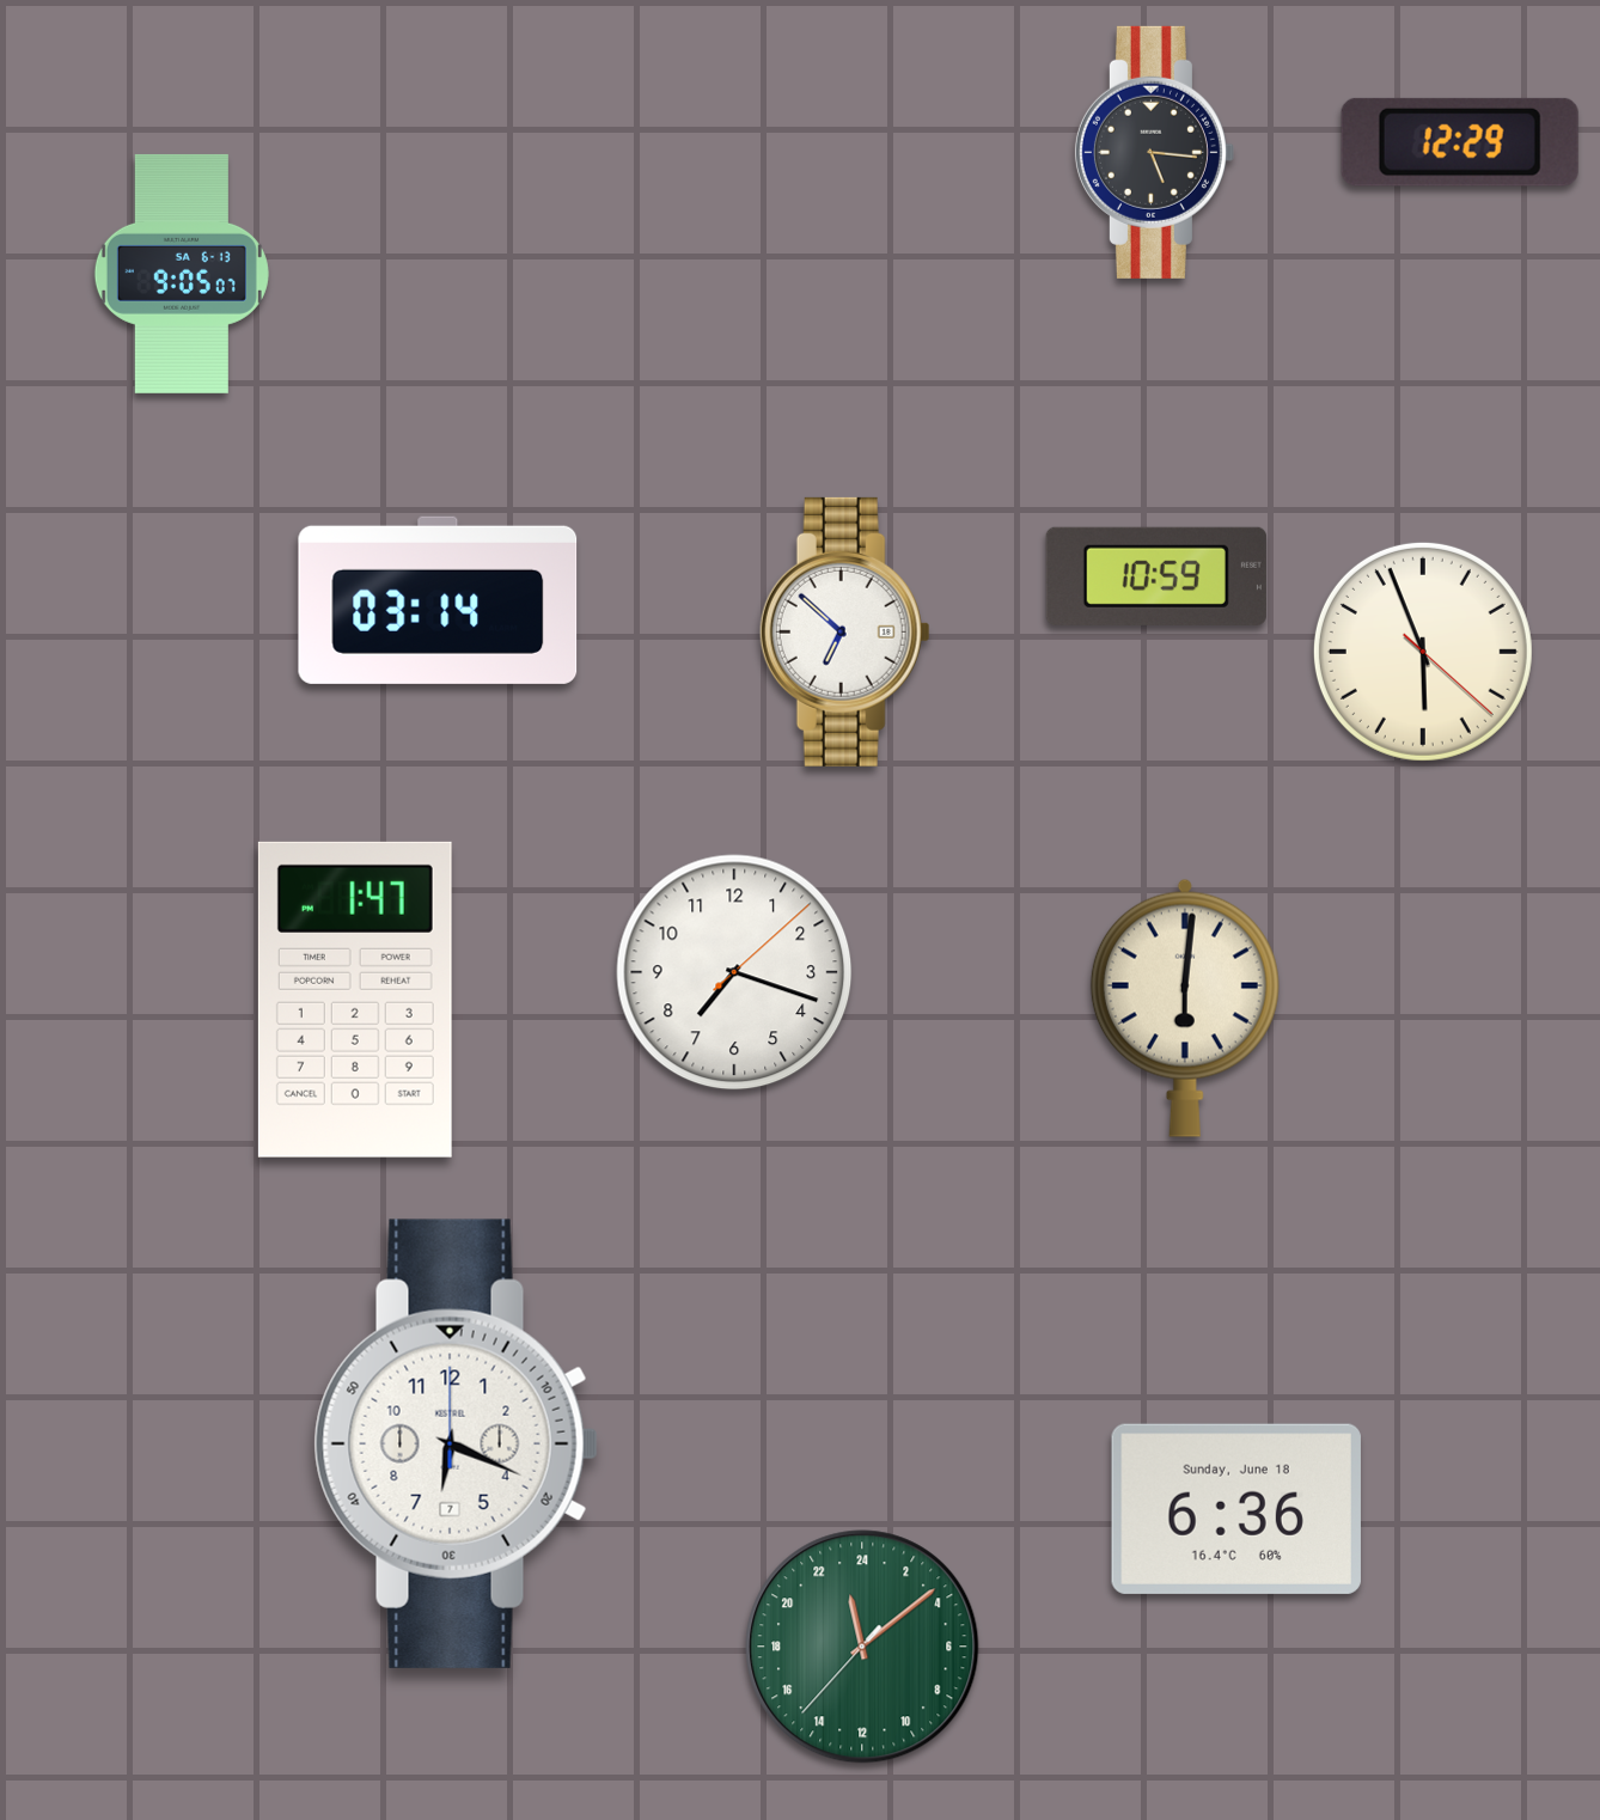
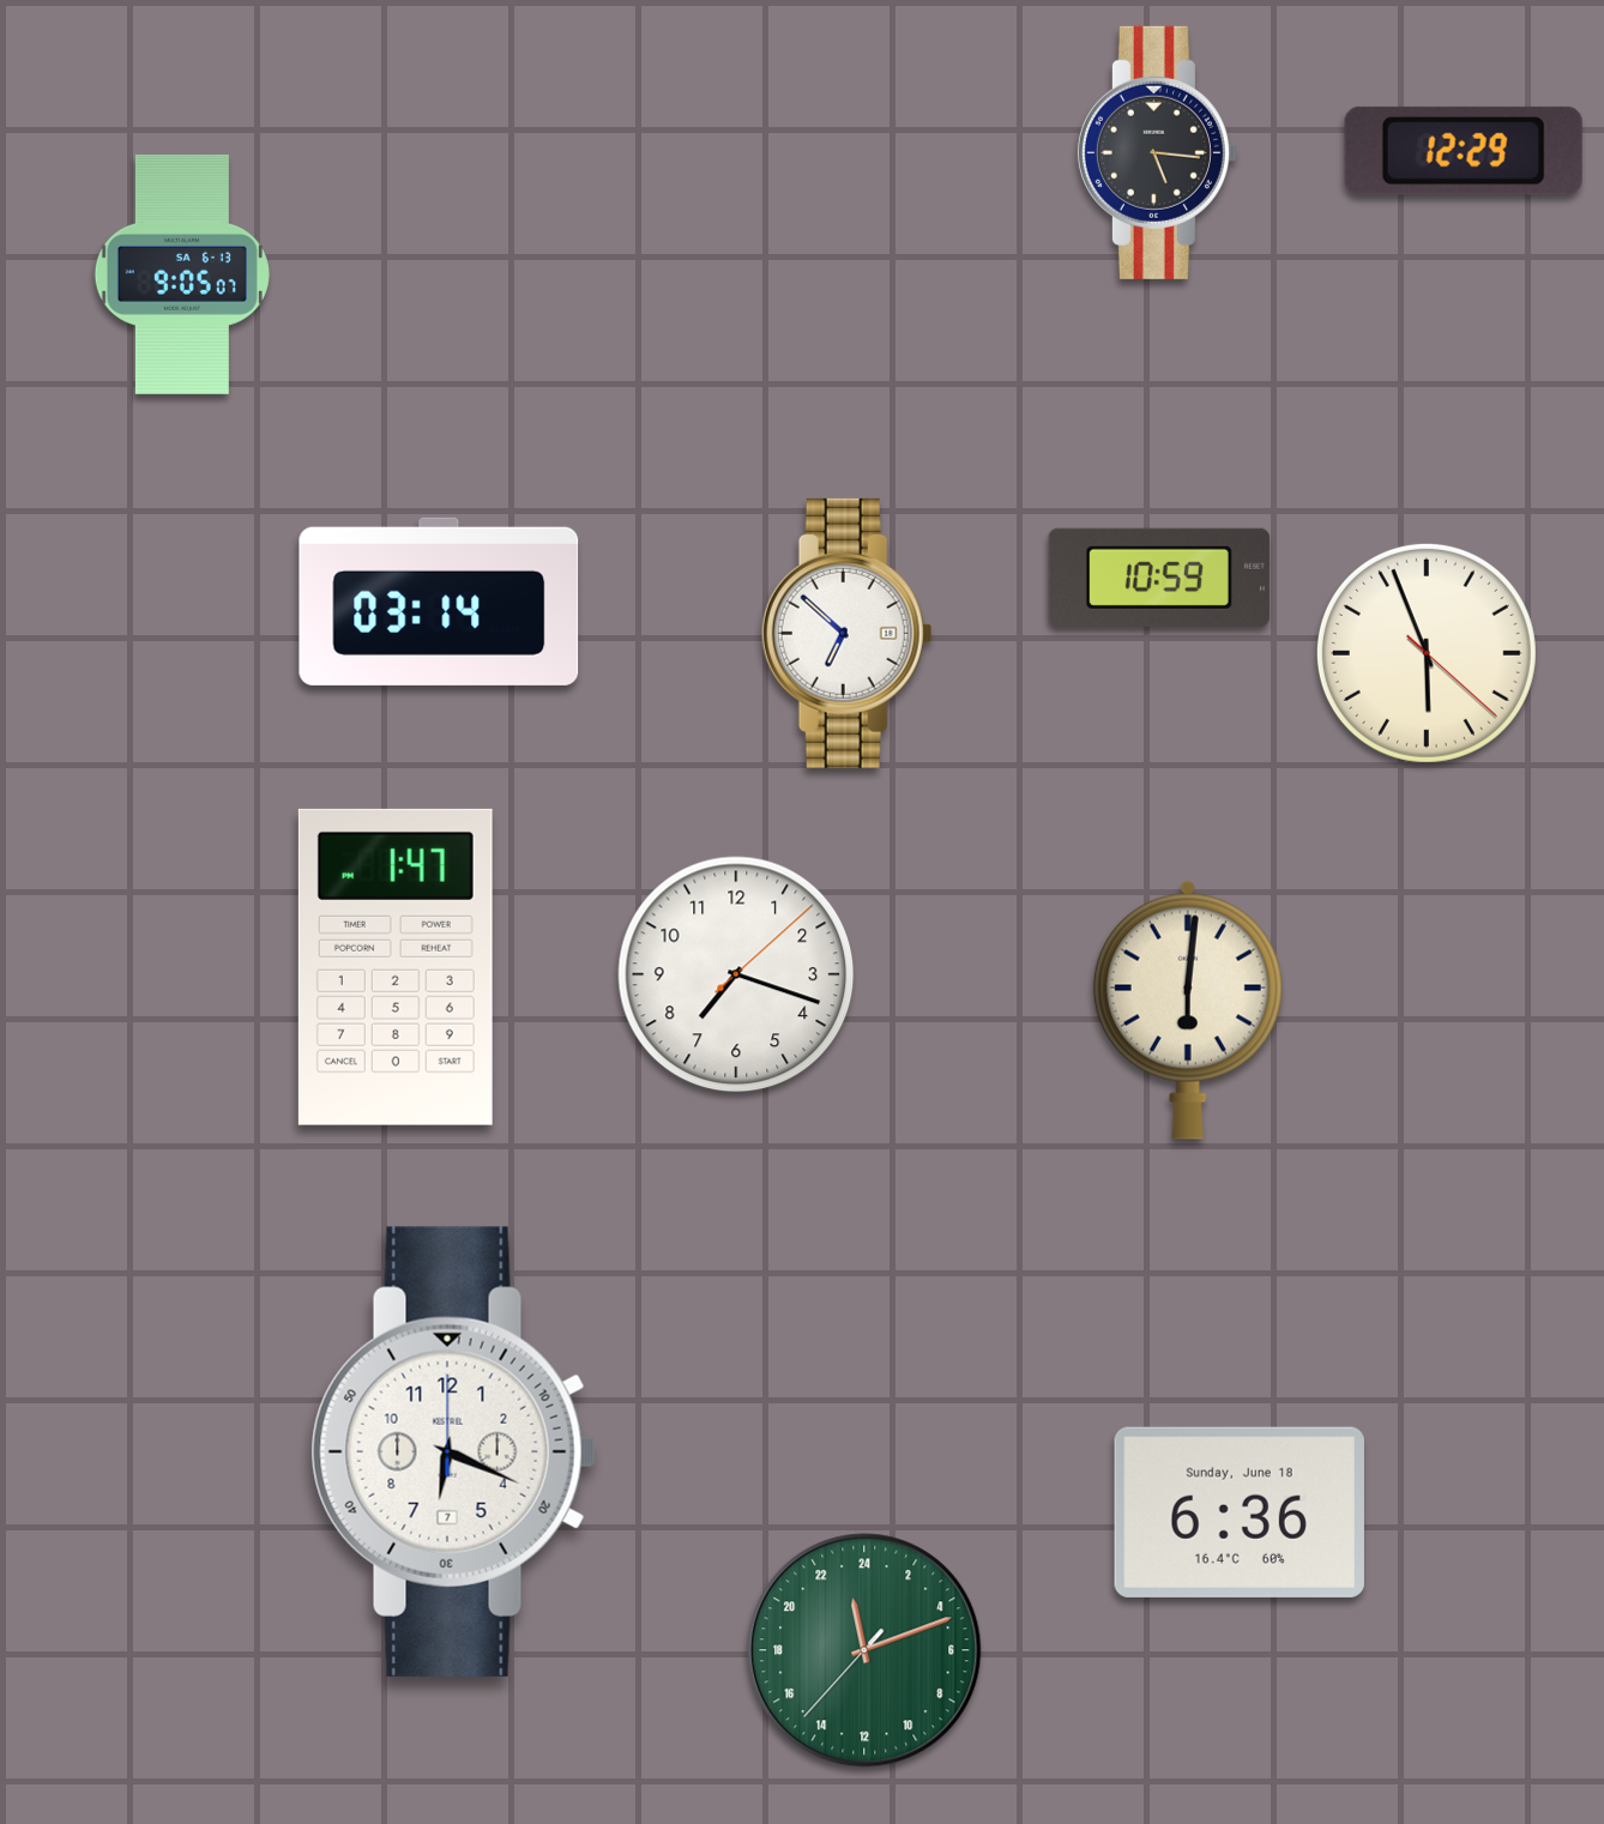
clock at (1460, 142) position: (1460, 142) -> (1464, 151)
clock at (355, 1000) position: (355, 1000) -> (396, 967)
clock at (456, 1443) position: (456, 1443) -> (453, 1451)
clock at (862, 1647): 23:08 -> 23:11
